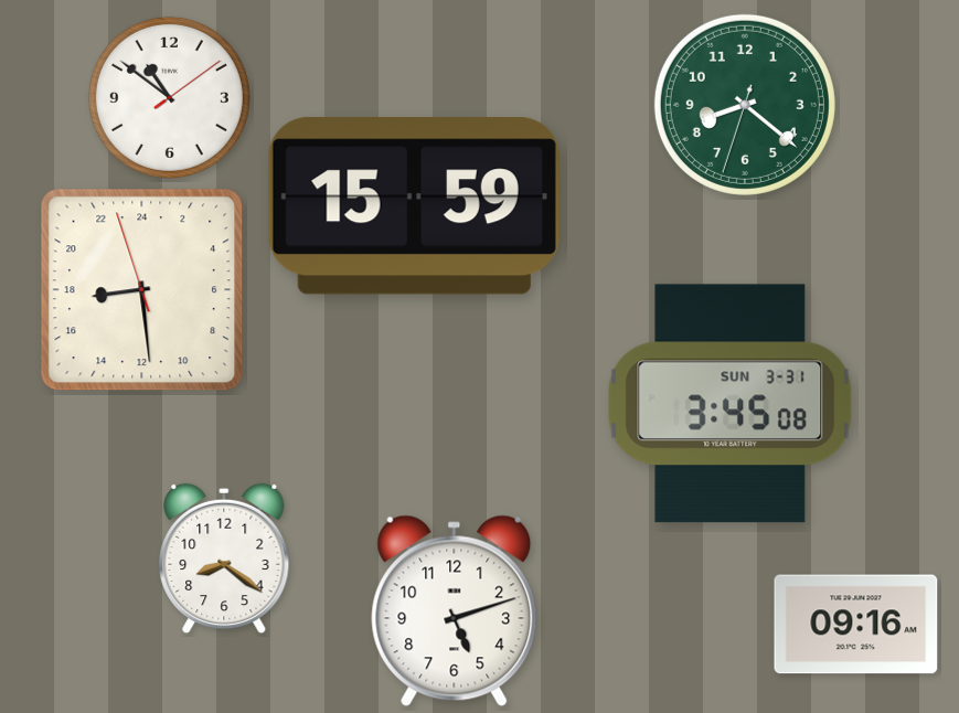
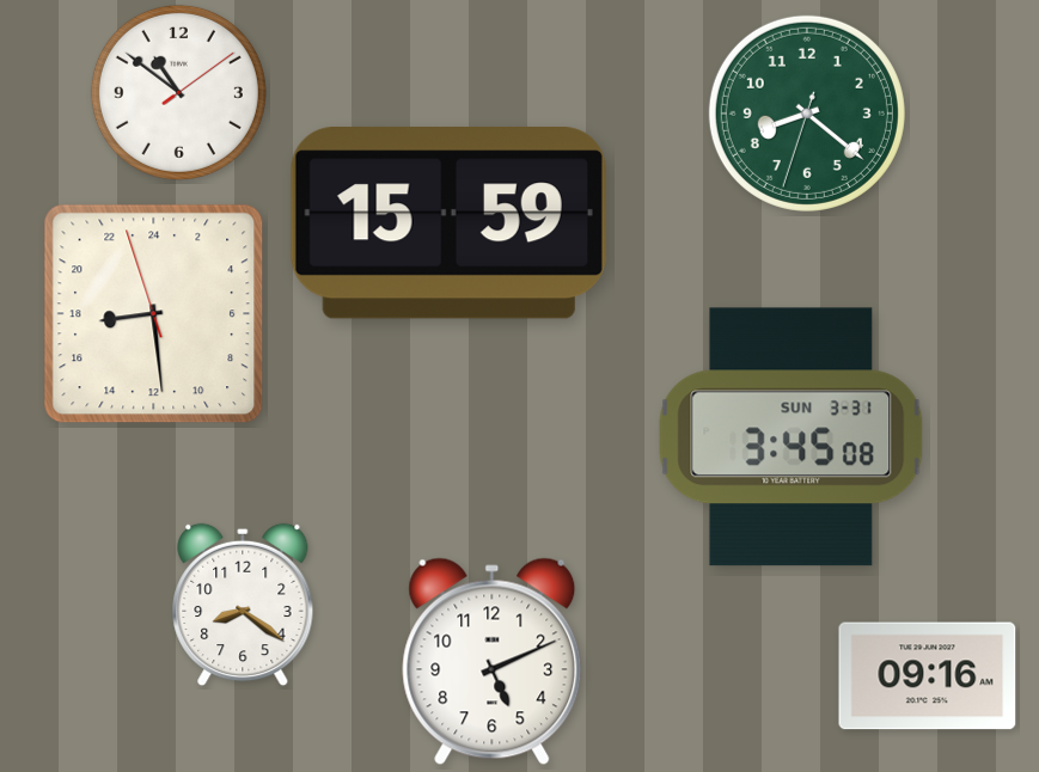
clock at (169, 97) position: (169, 97) -> (178, 92)
clock at (455, 611): 5:12 -> 5:11
